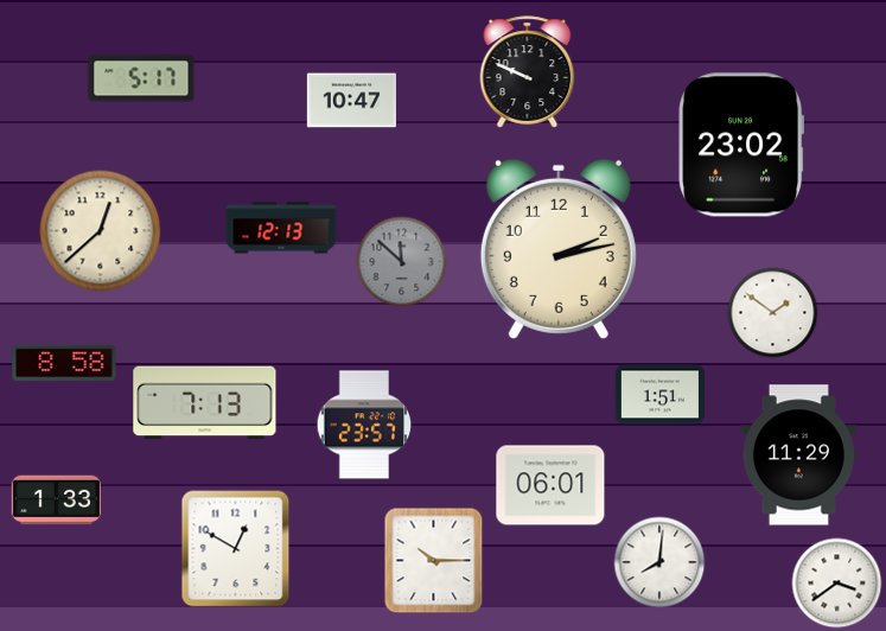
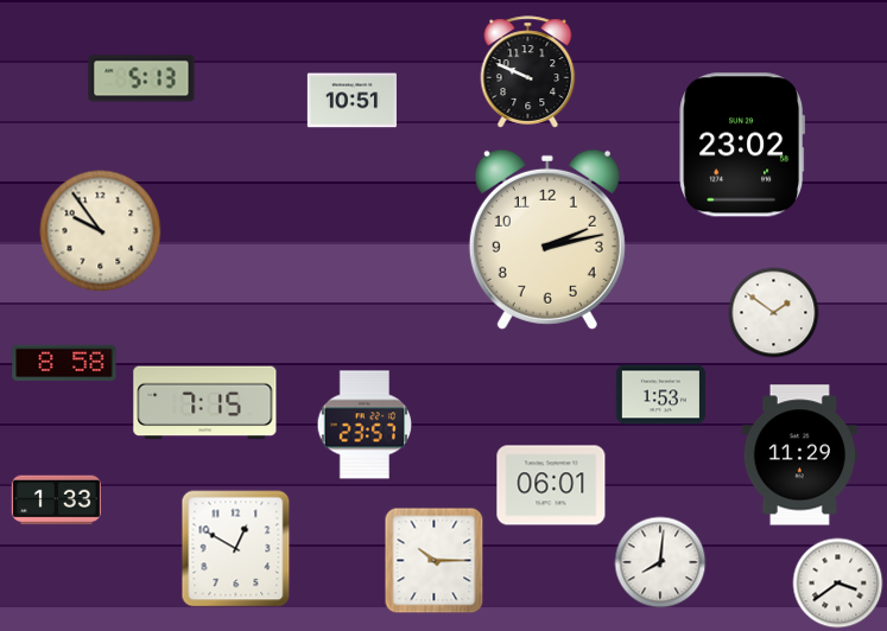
clock at (141, 78): 5:17 -> 5:13
clock at (351, 101): 10:47 -> 10:51
clock at (281, 228): 12:13 -> none
clock at (101, 231): 12:38 -> 9:54
clock at (559, 249) position: (559, 249) -> (547, 240)
clock at (402, 262): 11:52 -> none
clock at (659, 395): 1:51 -> 1:53
clock at (205, 403): 7:13 -> 7:15
